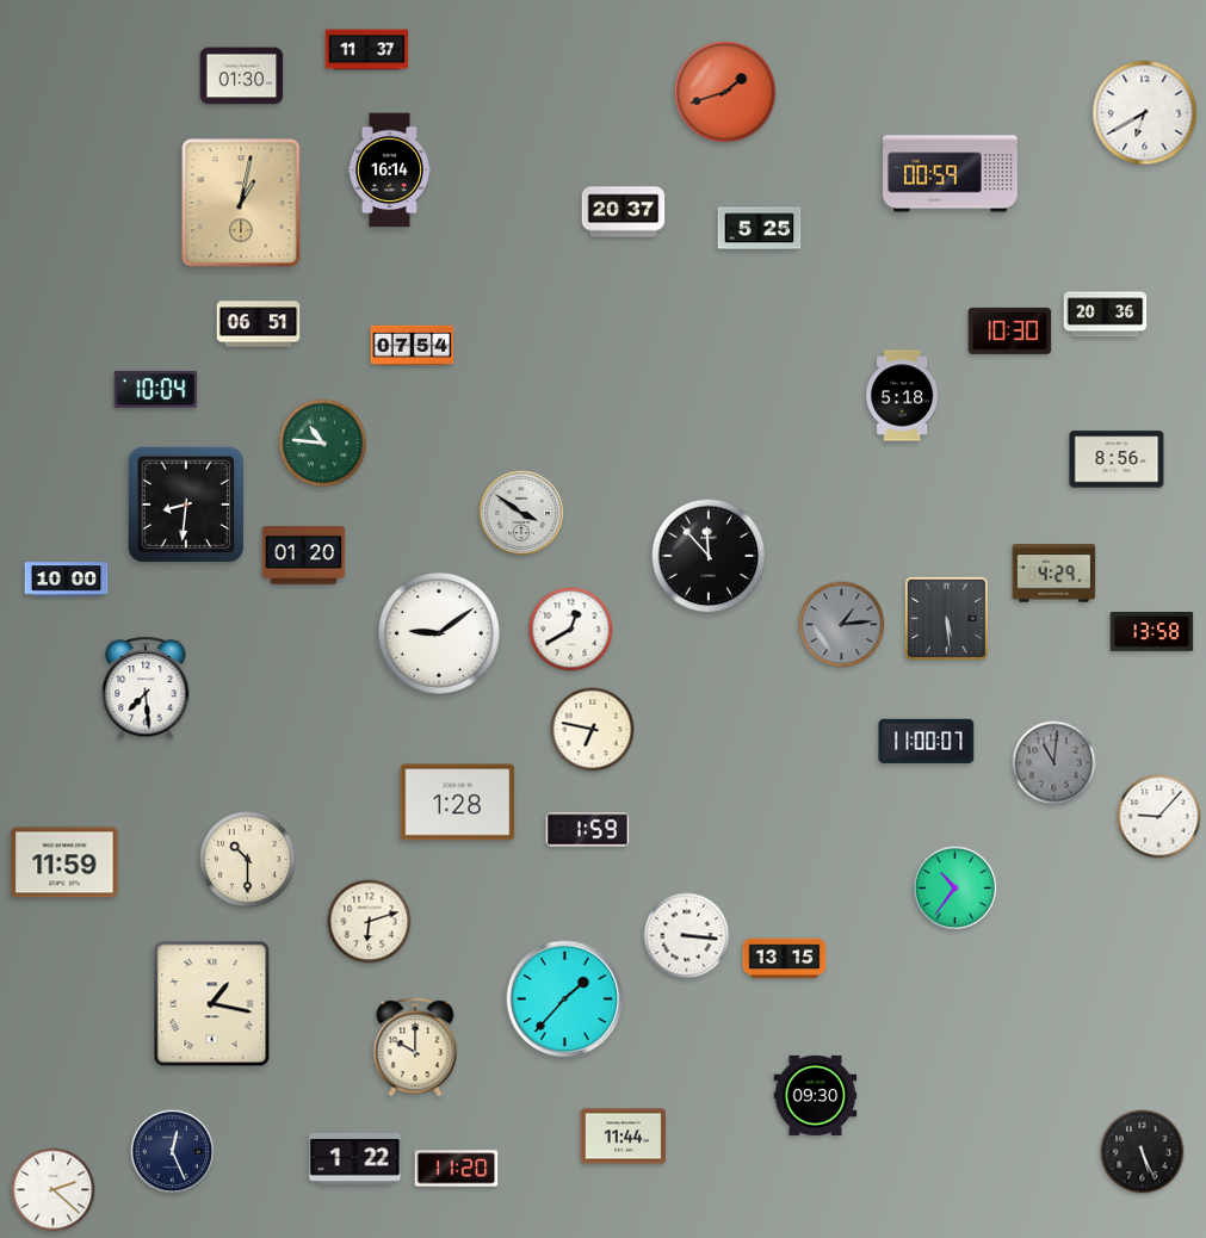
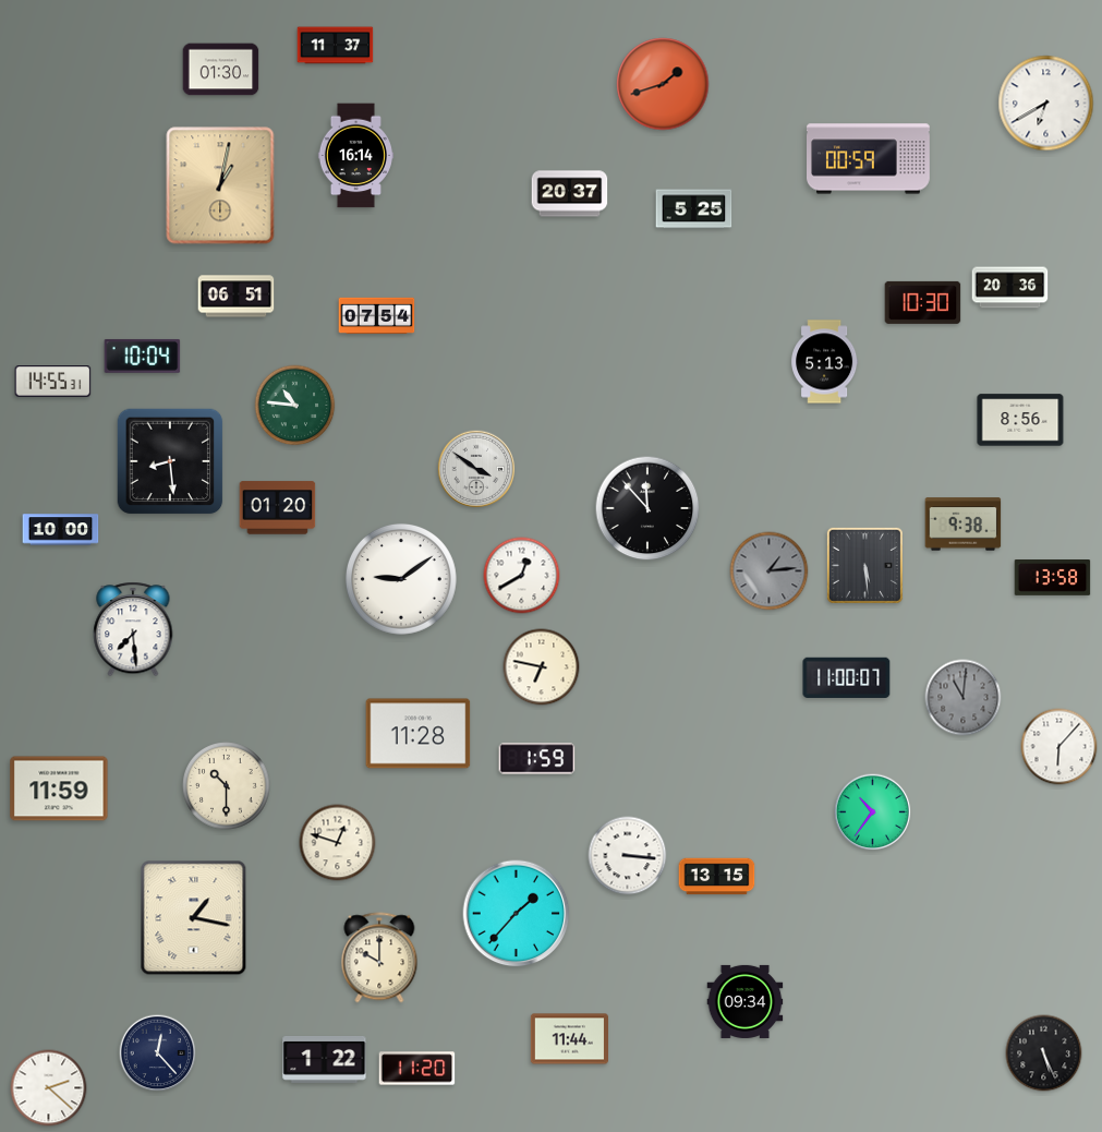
clock at (903, 396): 5:18 -> 5:13
clock at (53, 382): none -> 14:55
clock at (186, 505): 8:31 -> 8:29
clock at (1055, 574): 4:29 -> 9:38
clock at (458, 803): 1:28 -> 11:28
clock at (1159, 817): 9:07 -> 6:07
clock at (370, 922): 6:12 -> 12:48
clock at (816, 1095): 09:30 -> 09:34
clock at (173, 1152): 12:26 -> 12:23
